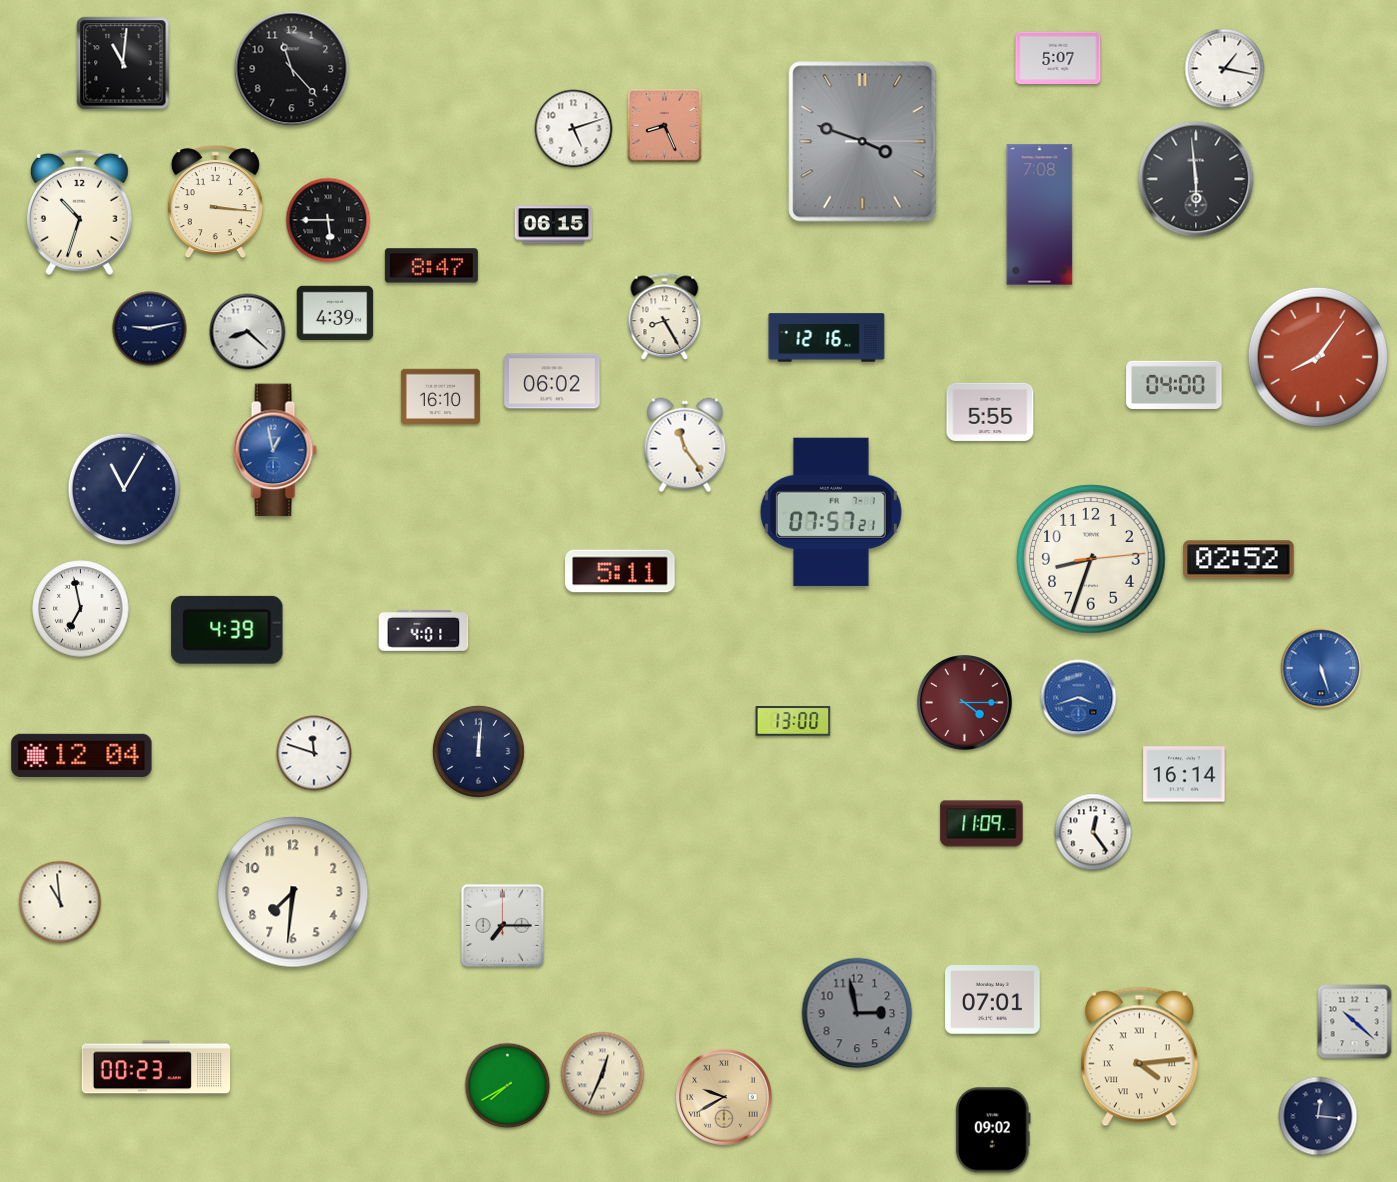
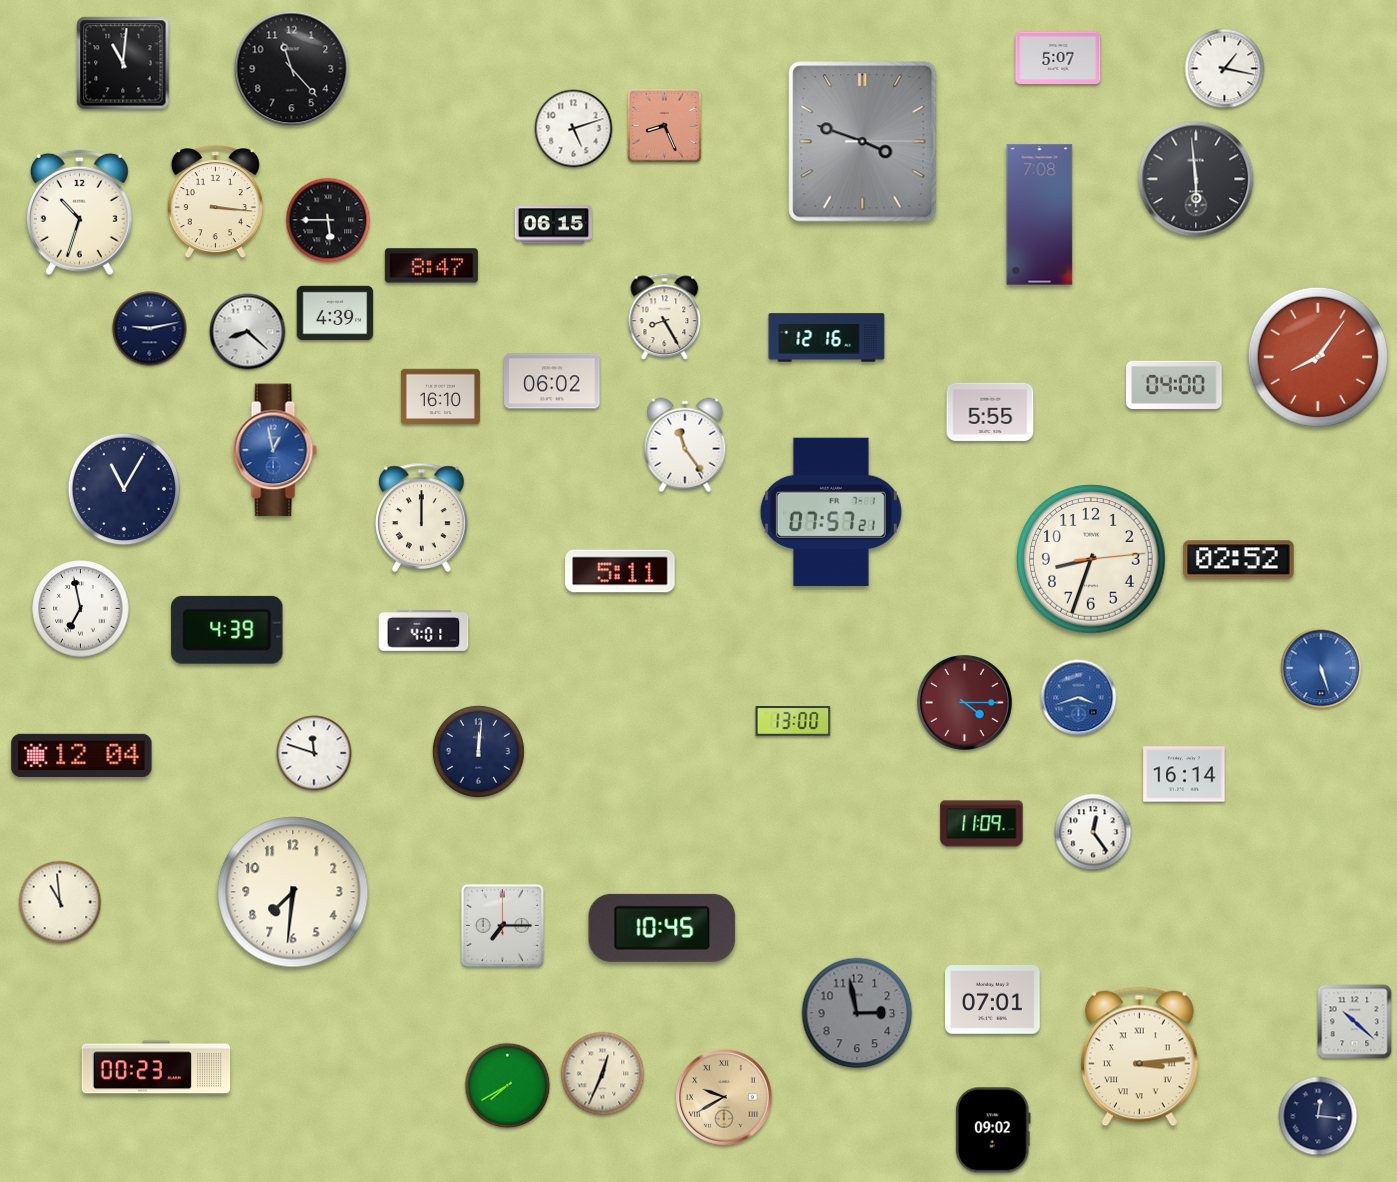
clock at (422, 517): none -> 12:00
clock at (662, 928): none -> 10:45
clock at (1139, 1057): 4:14 -> 3:14
